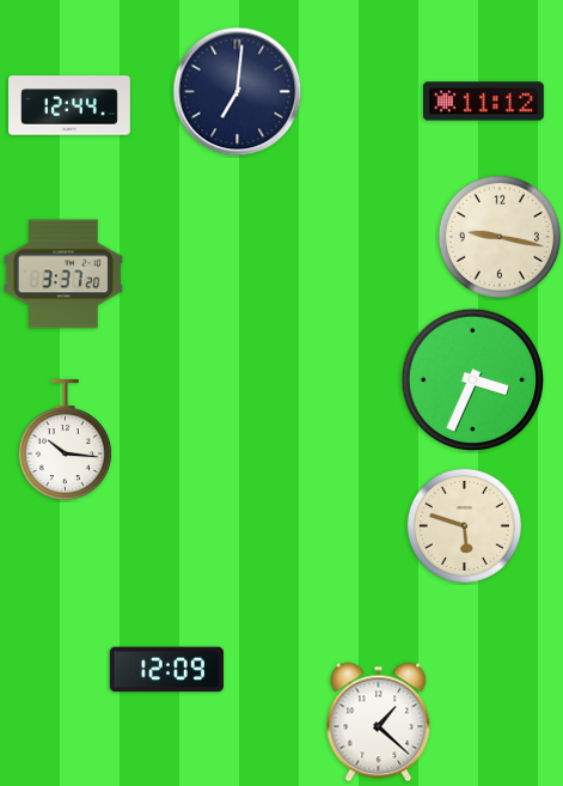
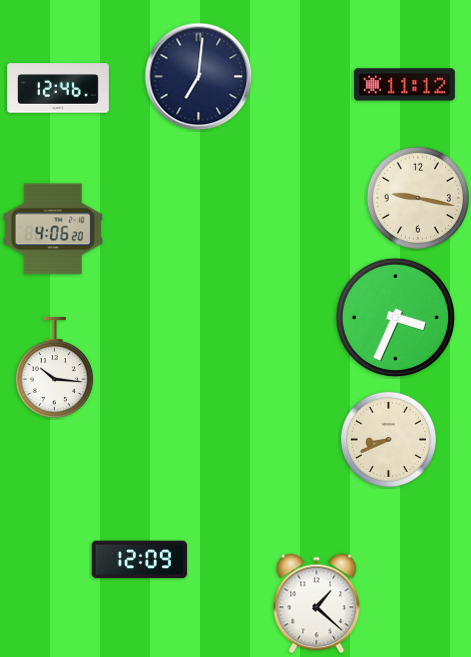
clock at (71, 105): 12:44 -> 12:46
clock at (63, 274): 3:37 -> 4:06
clock at (464, 525): 5:48 -> 8:41
